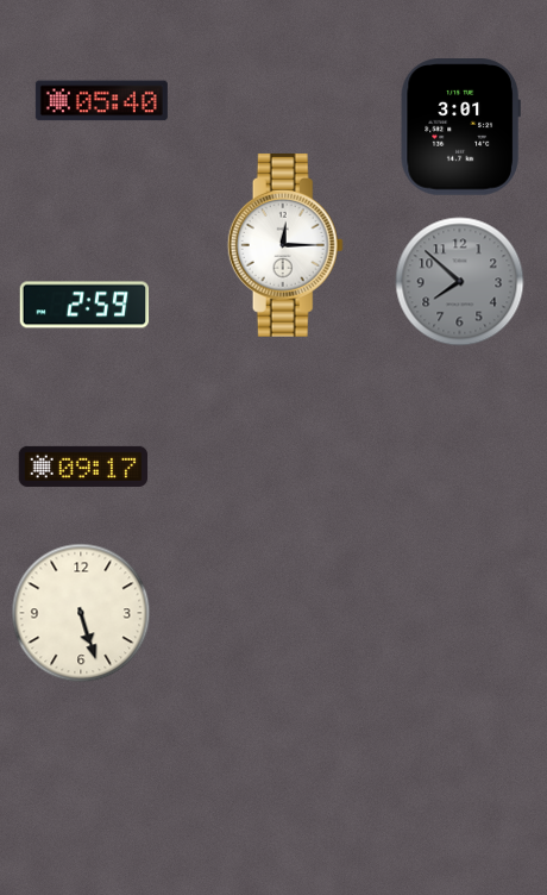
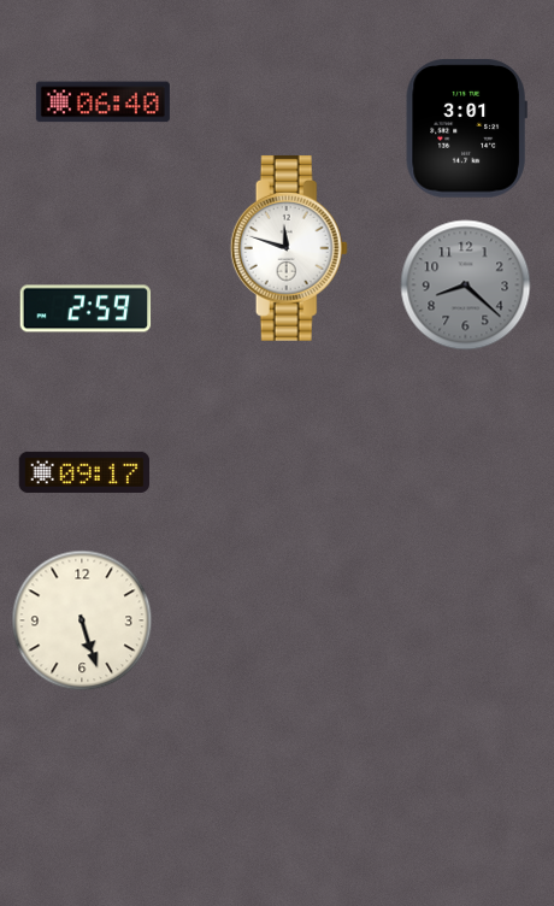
clock at (101, 101): 05:40 -> 06:40
clock at (285, 245): 12:15 -> 11:48
clock at (460, 282): 7:52 -> 8:22
